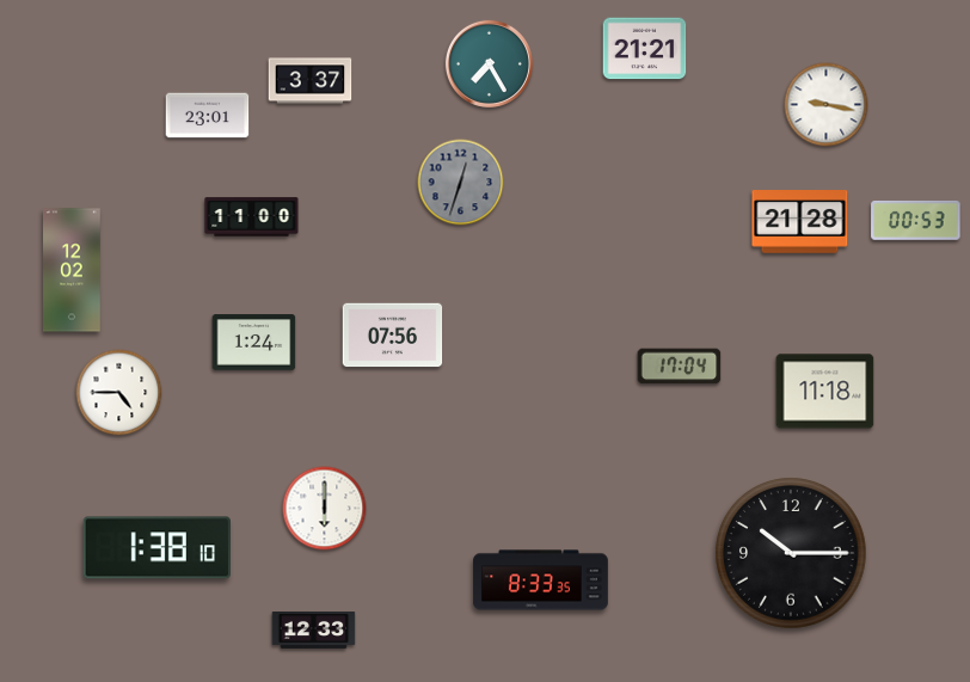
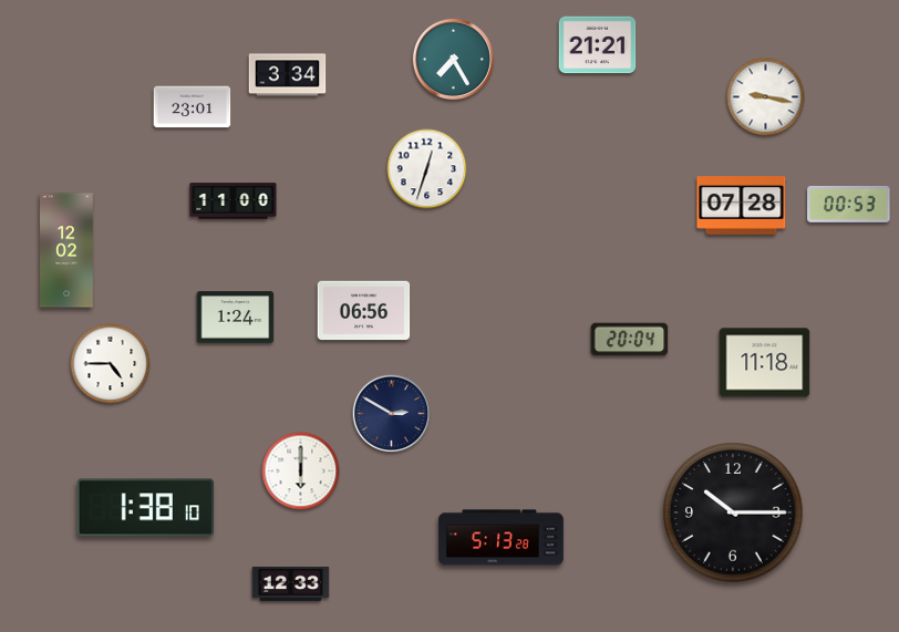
clock at (311, 81): 3:37 -> 3:34
clock at (461, 183) dial: grey -> white
clock at (800, 222): 21:28 -> 07:28
clock at (393, 336): 07:56 -> 06:56
clock at (680, 367): 17:04 -> 20:04
clock at (392, 414): none -> 2:50
clock at (541, 580): 8:33 -> 5:13
